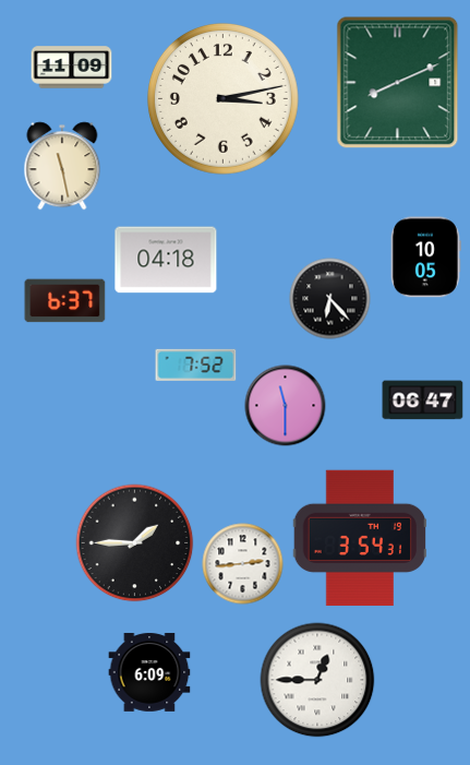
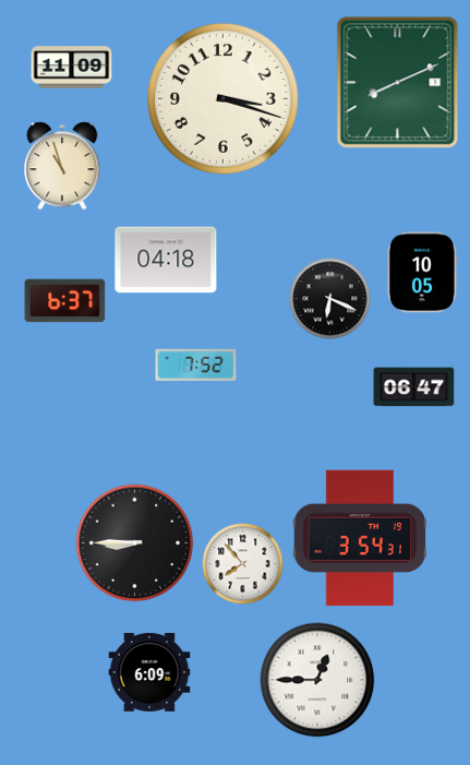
clock at (222, 98): 3:13 -> 3:18
clock at (62, 166): 11:28 -> 10:57
clock at (425, 258) position: (425, 258) -> (422, 273)
clock at (330, 299): 6:23 -> 6:19
clock at (423, 401) position: (423, 401) -> (414, 387)
clock at (286, 406): 11:30 -> none
clock at (135, 543): 1:45 -> 8:45
clock at (243, 564): 2:44 -> 7:53
